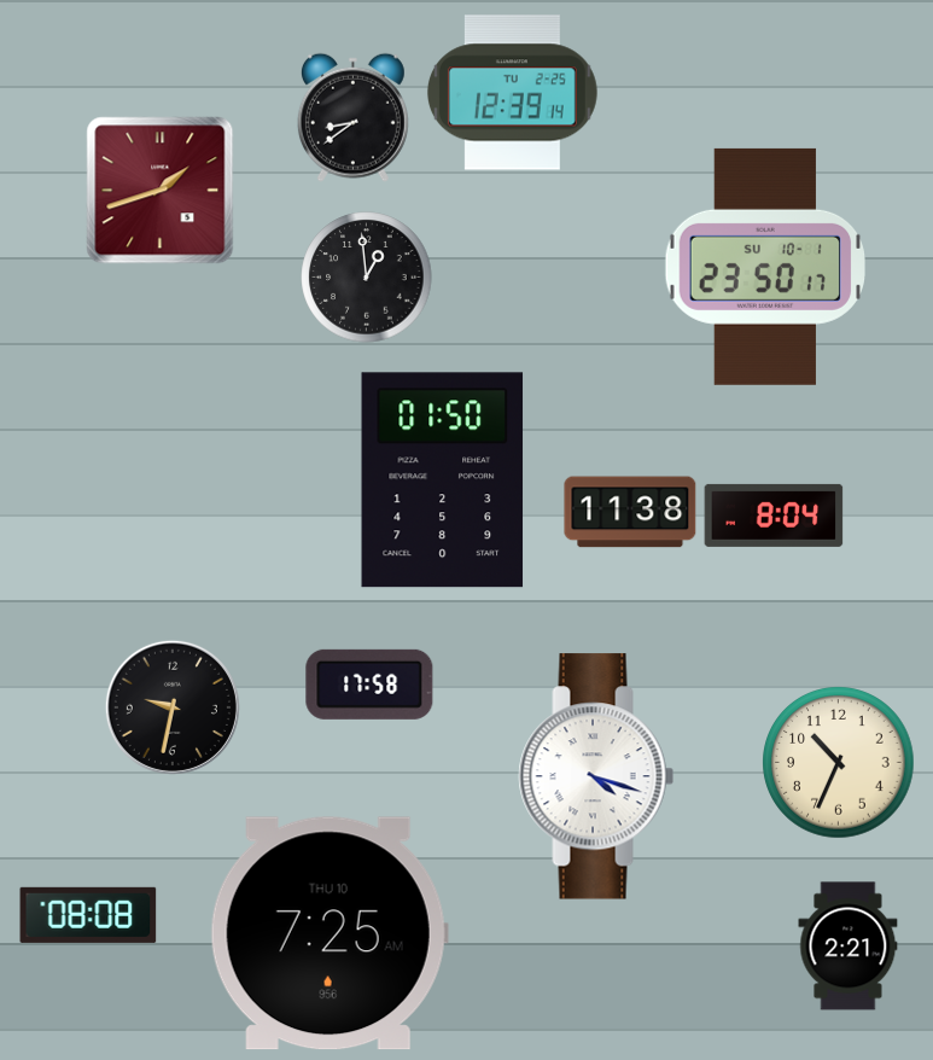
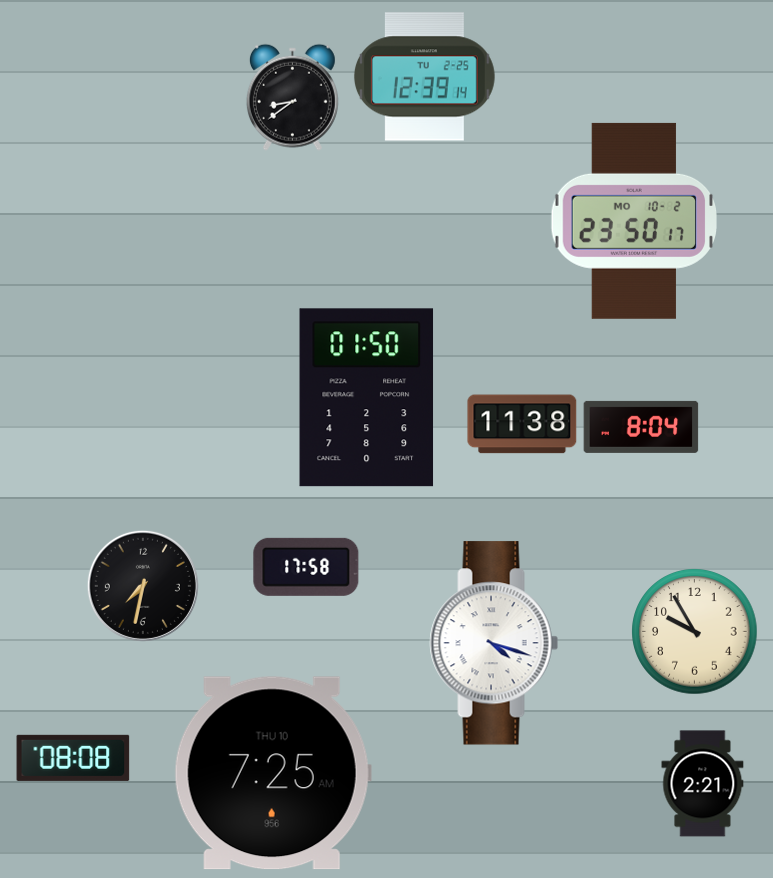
clock at (161, 191): 1:42 -> none
clock at (765, 267) date: SU 10-1 -> MO 10-2
clock at (367, 278): 12:59 -> none
clock at (173, 707): 9:32 -> 7:32
clock at (839, 763): 10:34 -> 9:55
